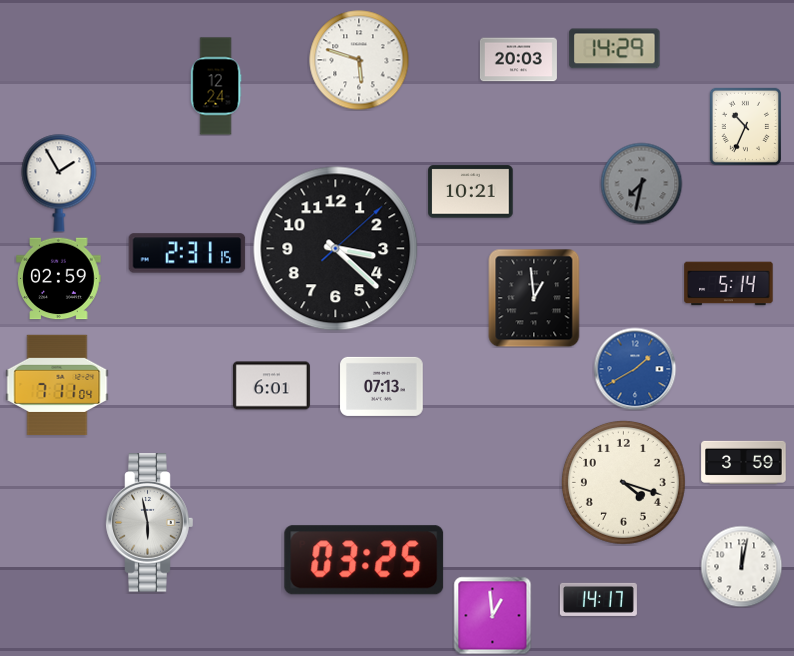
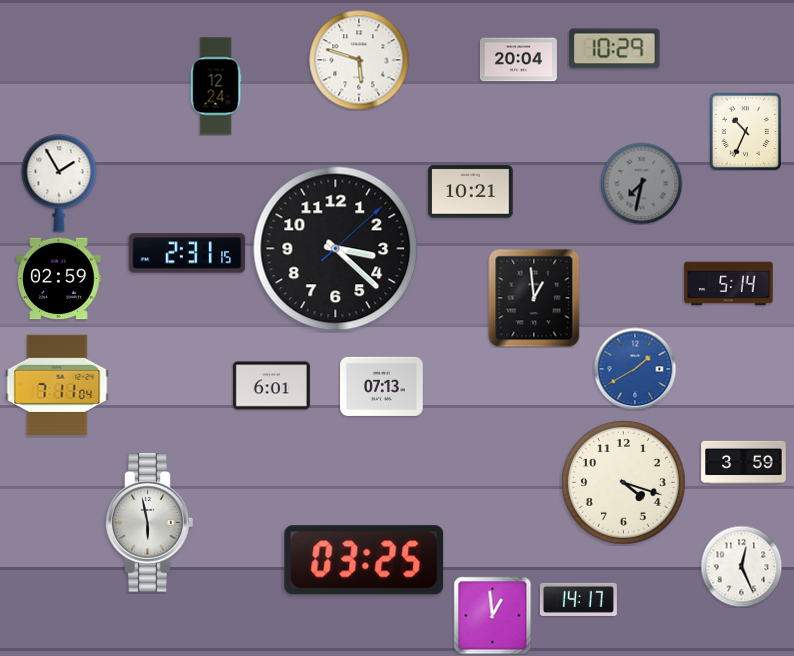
clock at (615, 49): 14:29 -> 10:29
clock at (518, 60): 20:03 -> 20:04
clock at (745, 126) position: (745, 126) -> (745, 131)
clock at (741, 566): 12:02 -> 12:26
clock at (598, 599) position: (598, 599) -> (578, 599)
